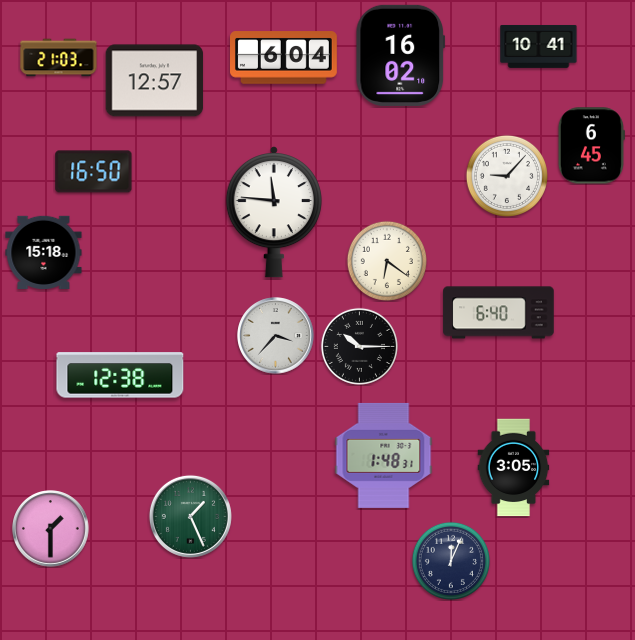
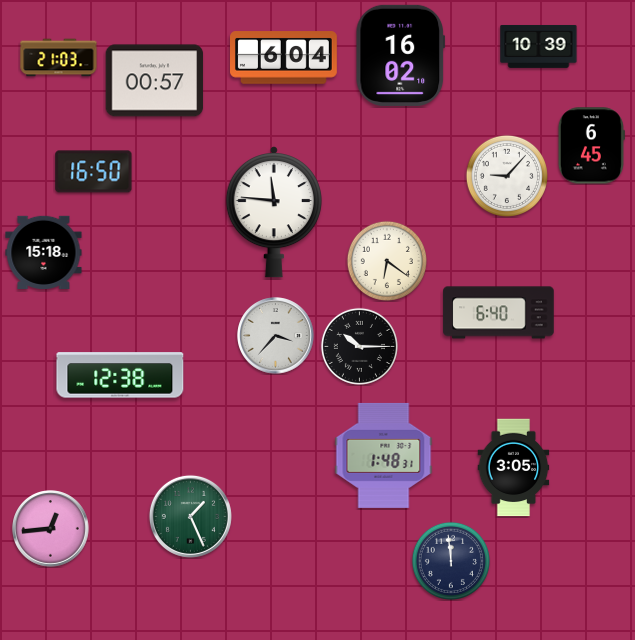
clock at (539, 46): 10:41 -> 10:39
clock at (155, 81): 12:57 -> 00:57
clock at (51, 529): 1:30 -> 12:44
clock at (451, 561): 12:04 -> 11:59
